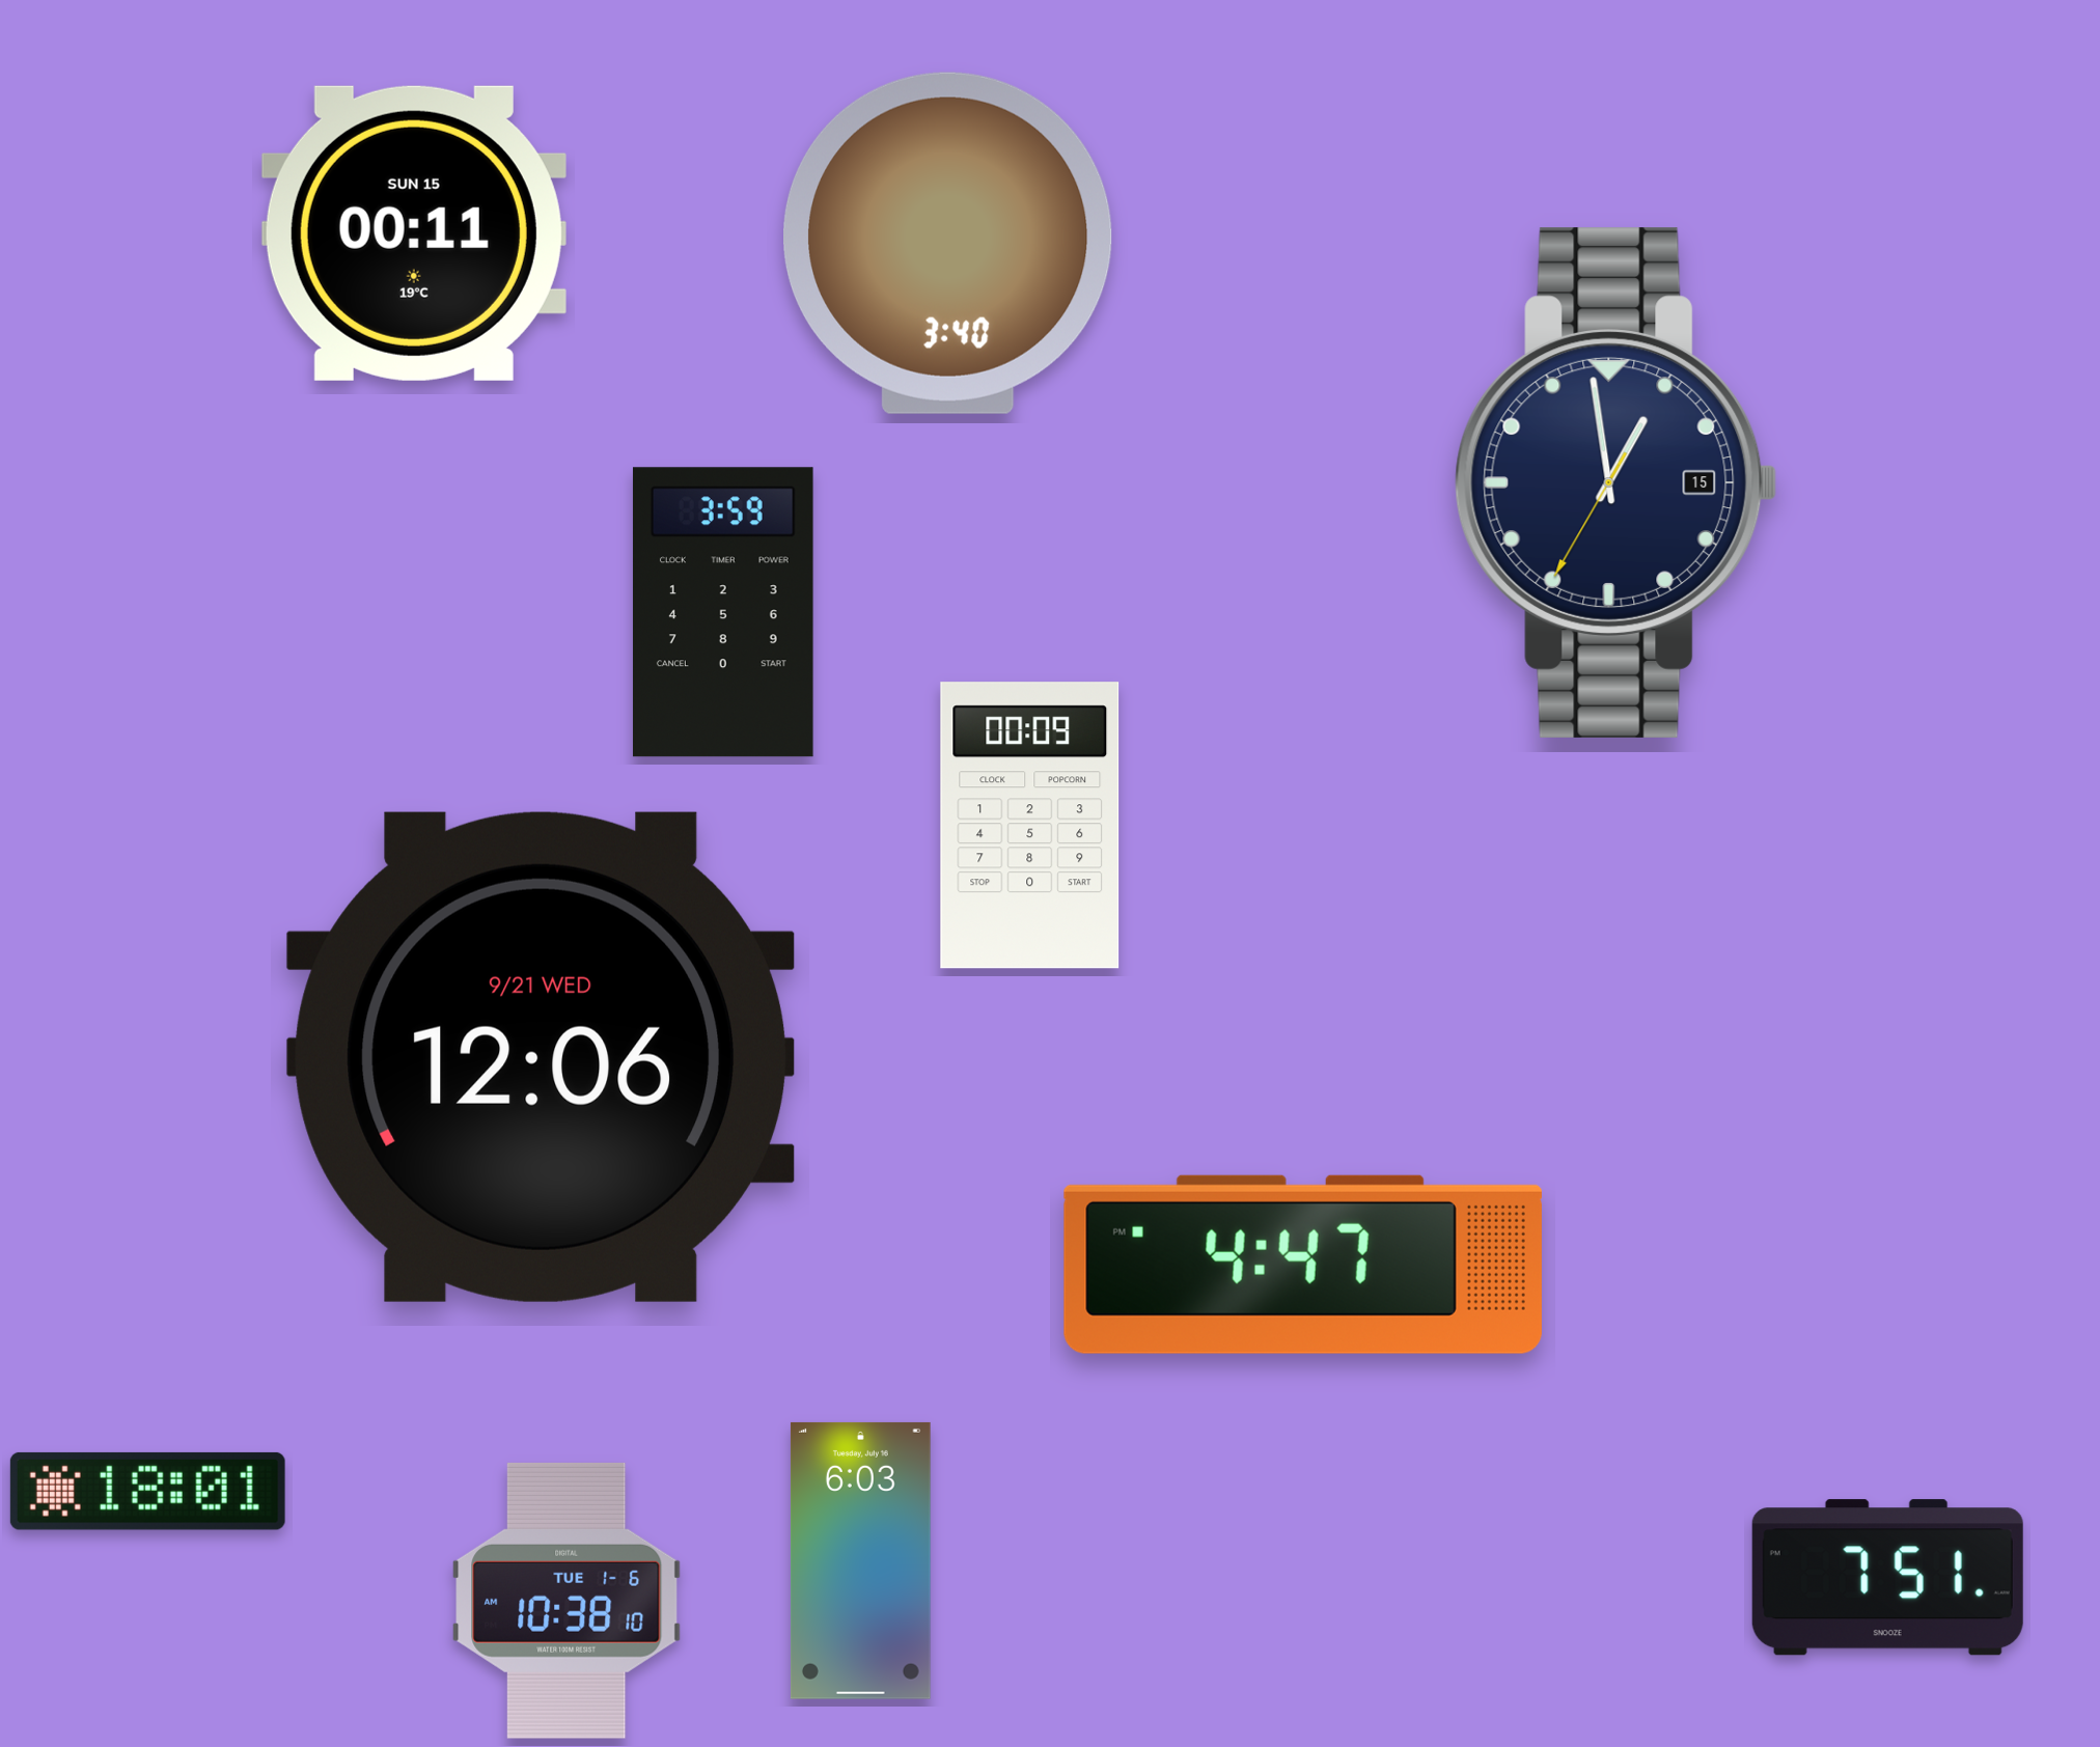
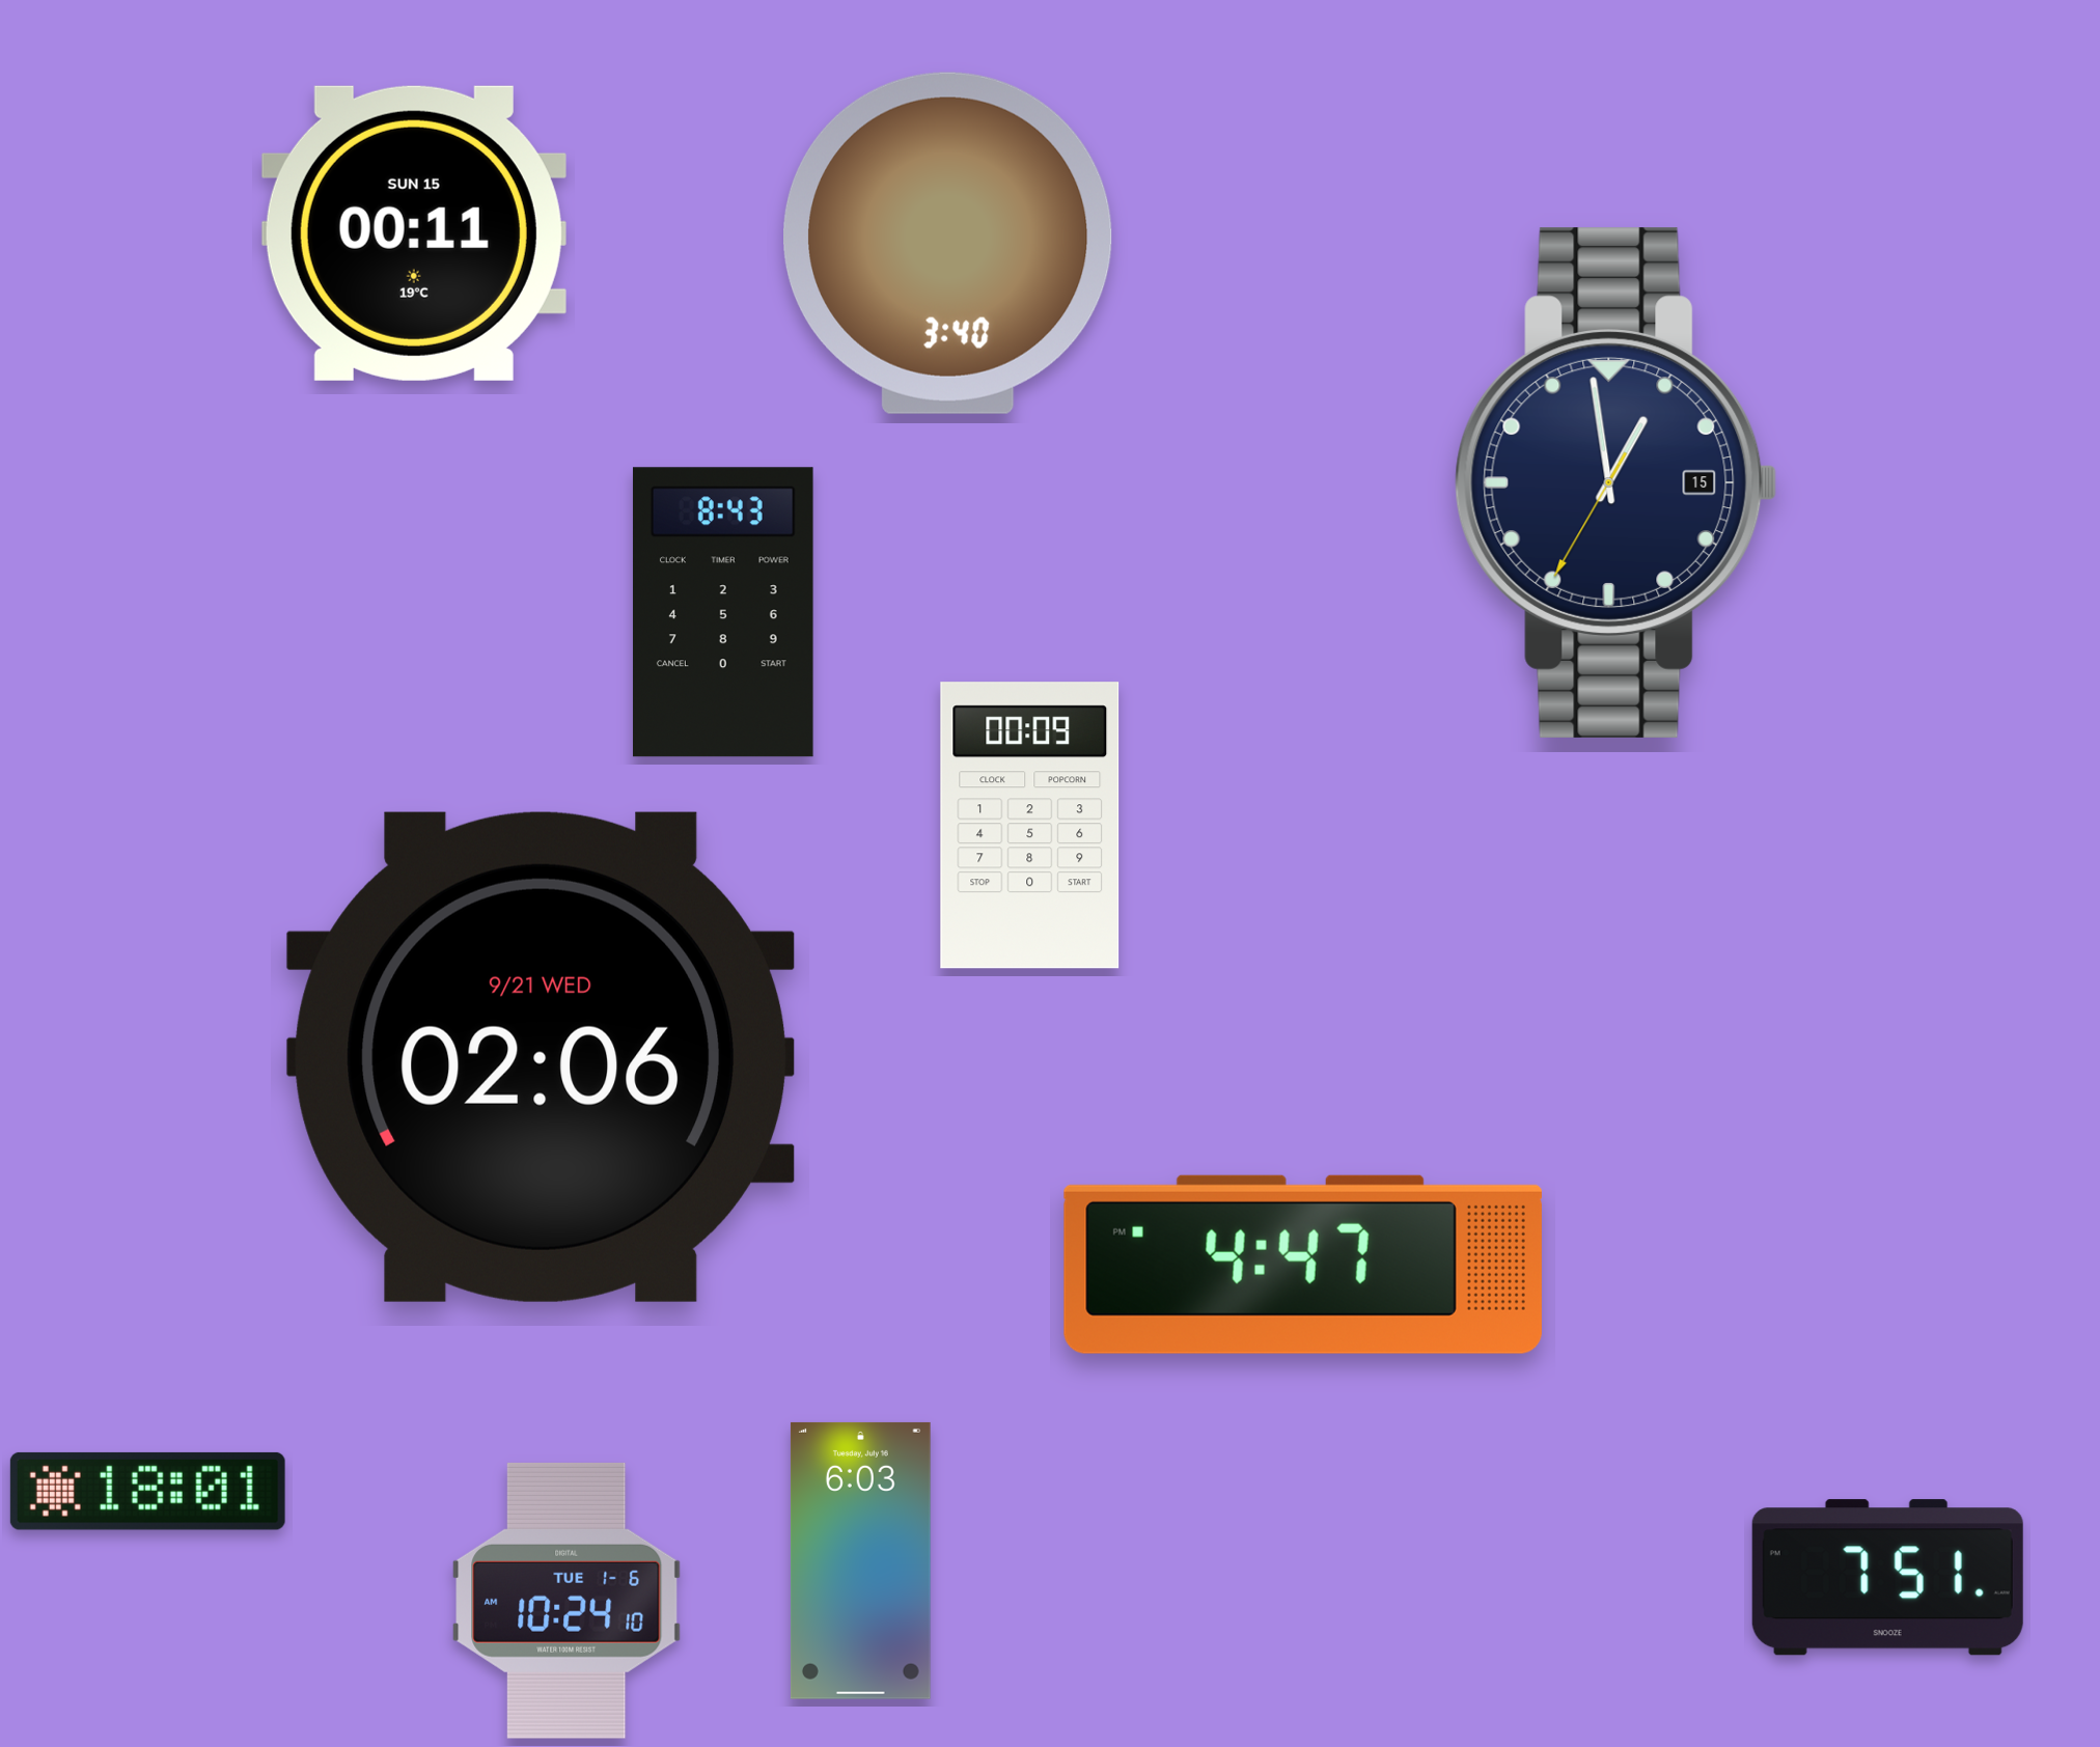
clock at (723, 612): 3:59 -> 8:43
clock at (540, 1057): 12:06 -> 02:06
clock at (567, 1601): 10:38 -> 10:24
